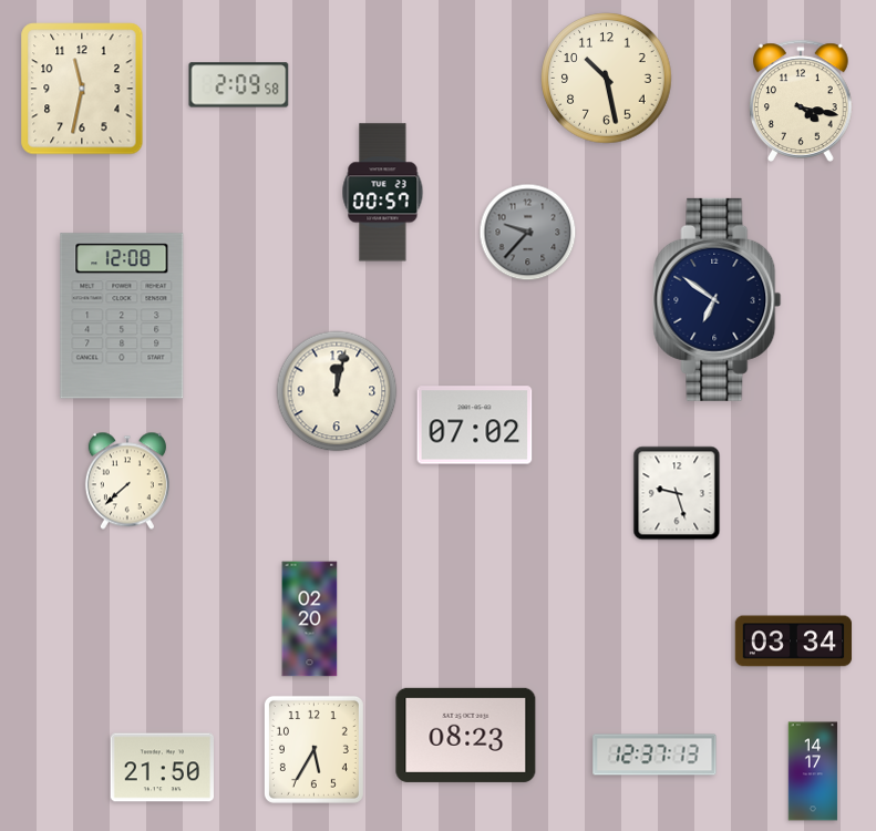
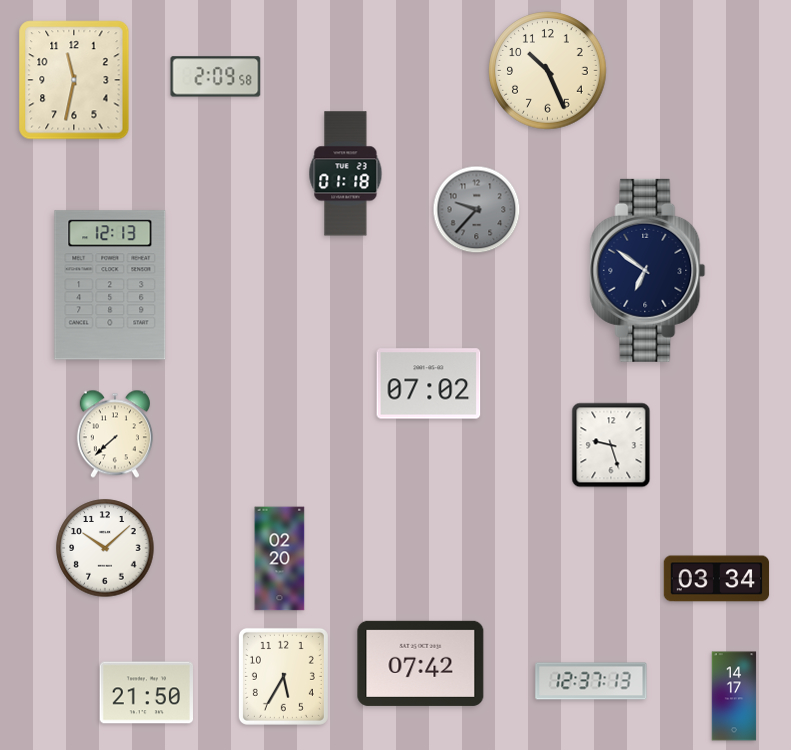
clock at (607, 79): 10:28 -> 10:26
clock at (802, 101): 4:17 -> none
clock at (383, 193): 00:57 -> 01:18
clock at (122, 316): 12:08 -> 12:13
clock at (337, 391): 12:02 -> none
clock at (105, 548): none -> 10:08
clock at (466, 735): 08:23 -> 07:42
